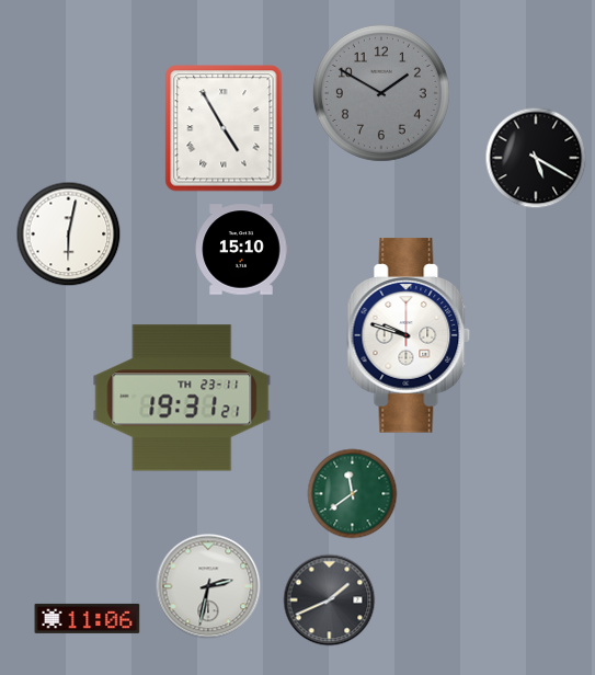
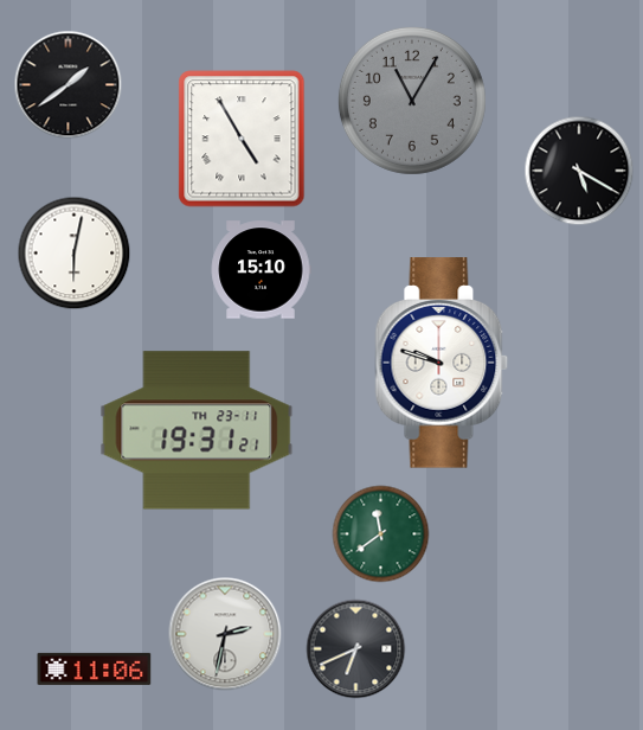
clock at (69, 85): none -> 1:39
clock at (381, 93): 1:50 -> 11:05
clock at (330, 600): 1:41 -> 6:41
